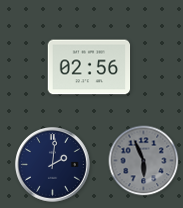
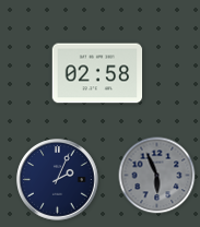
clock at (89, 67): 02:56 -> 02:58
clock at (53, 165): 2:01 -> 2:04
